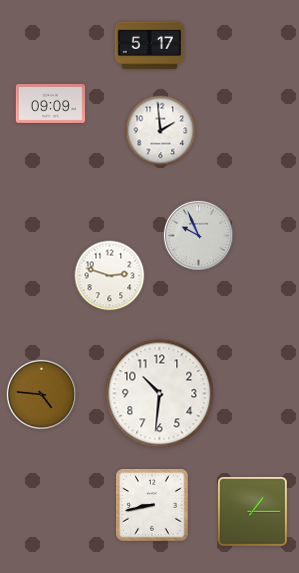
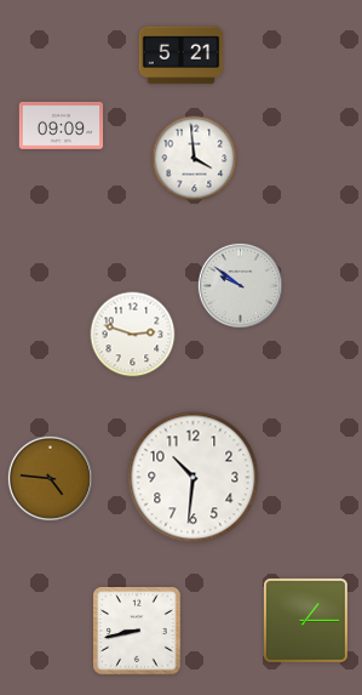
clock at (150, 46): 5:17 -> 5:21
clock at (161, 131): 1:59 -> 3:59
clock at (198, 235): 9:56 -> 9:51
clock at (153, 506) position: (153, 506) -> (138, 632)
